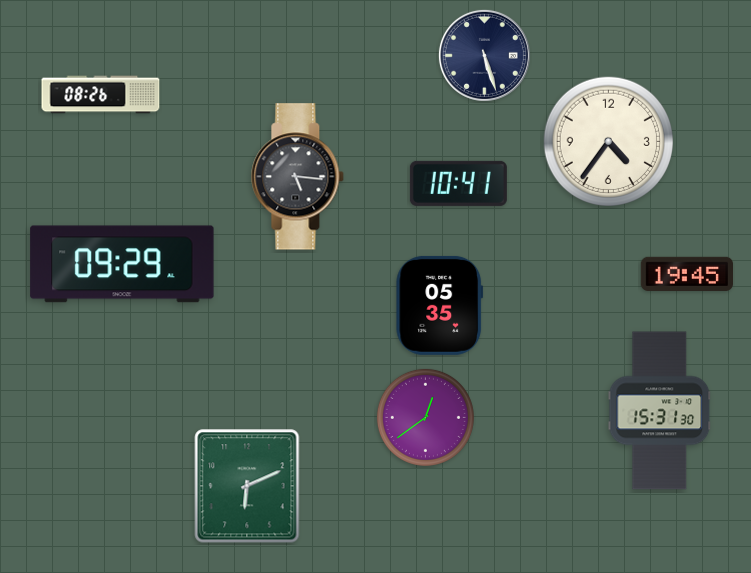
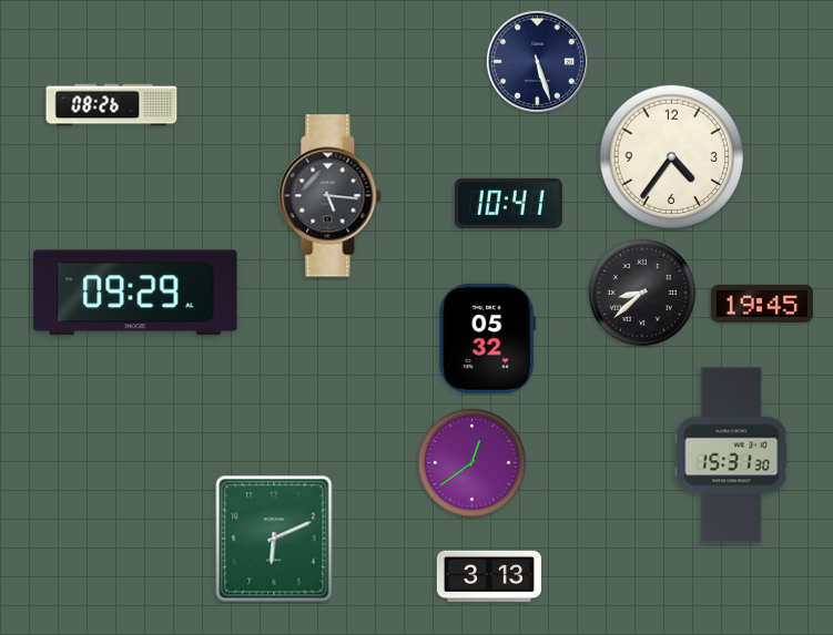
clock at (608, 141) position: (608, 141) -> (671, 156)
clock at (642, 293): none -> 8:38
clock at (439, 305): 05:35 -> 05:32
clock at (489, 576): none -> 3:13
